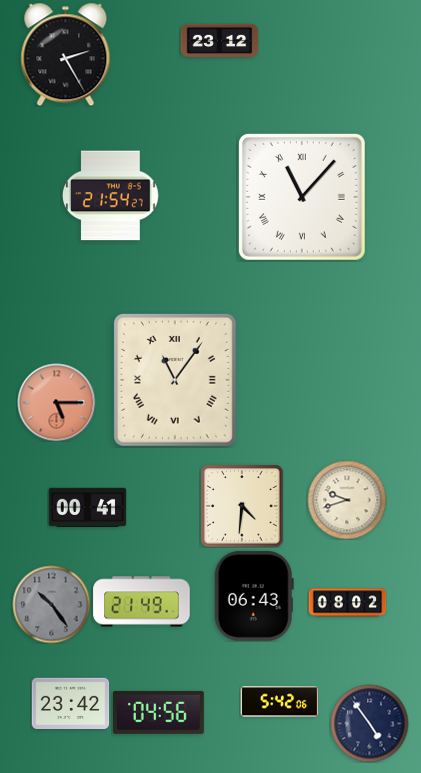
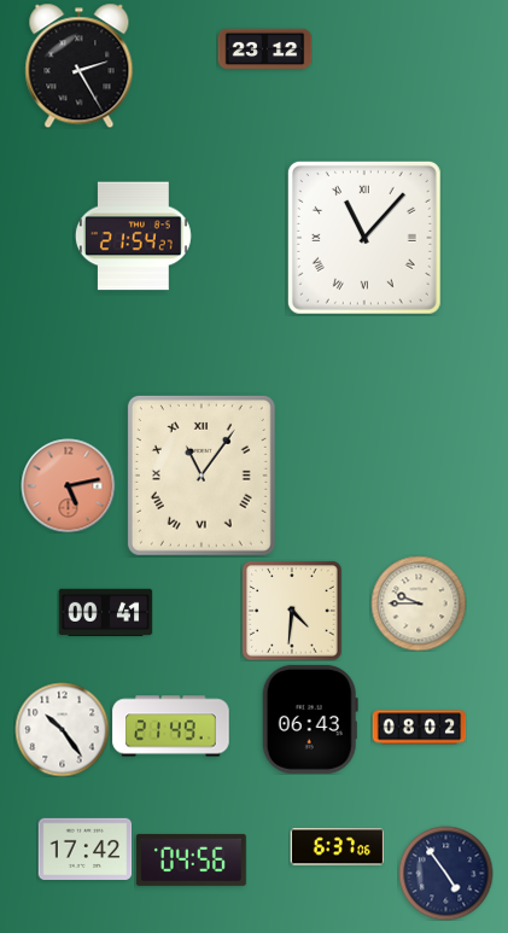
clock at (175, 380) position: (175, 380) -> (202, 476)
clock at (56, 402): 5:15 -> 5:13
clock at (347, 500): 9:42 -> 9:45
clock at (254, 596) position: (254, 596) -> (310, 719)
clock at (51, 604) dial: grey -> white
clock at (279, 702): 5:42 -> 6:37
clock at (70, 704): 23:42 -> 17:42
